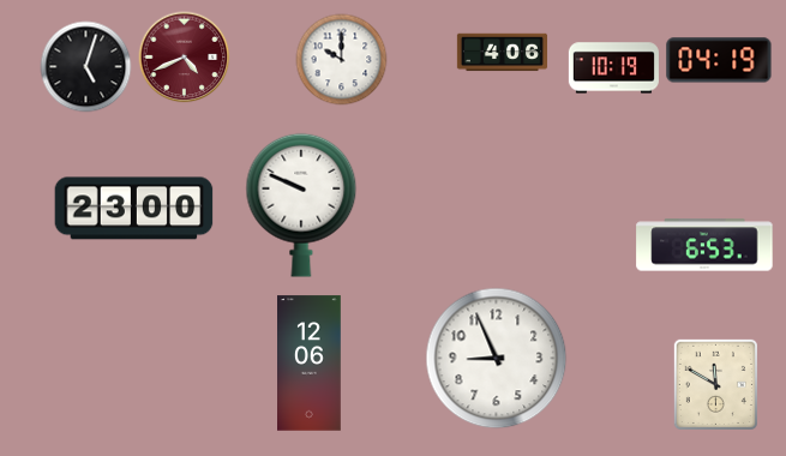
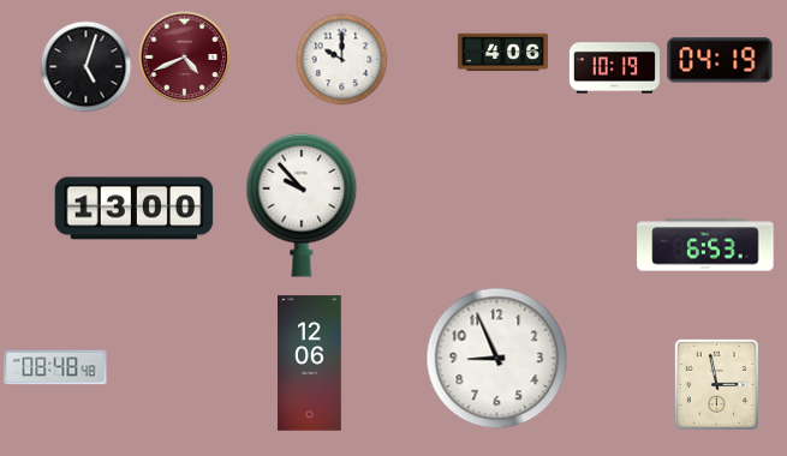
clock at (301, 205): 9:49 -> 9:53
clock at (134, 209): 23:00 -> 13:00
clock at (55, 367): none -> 08:48
clock at (715, 384): 11:50 -> 2:58
